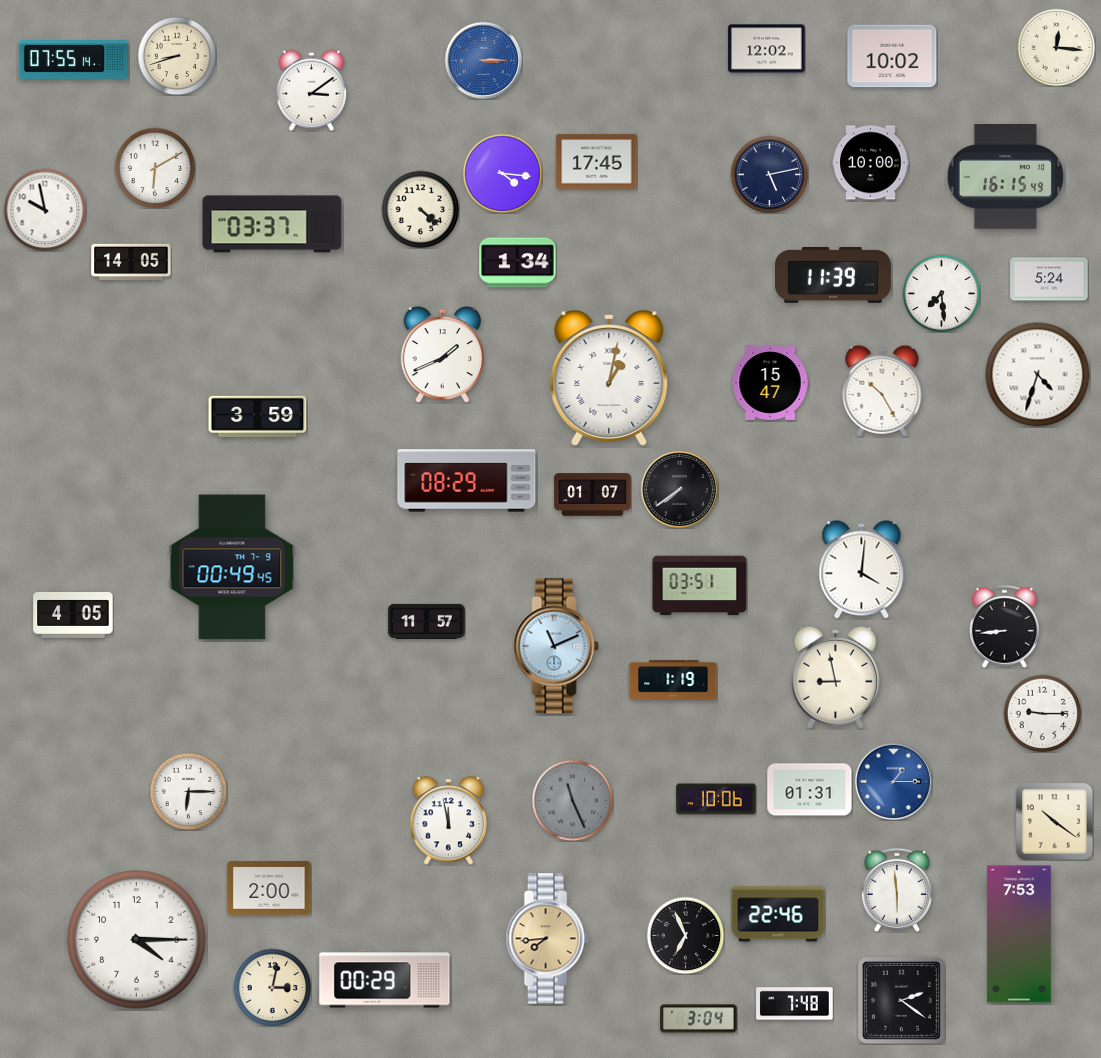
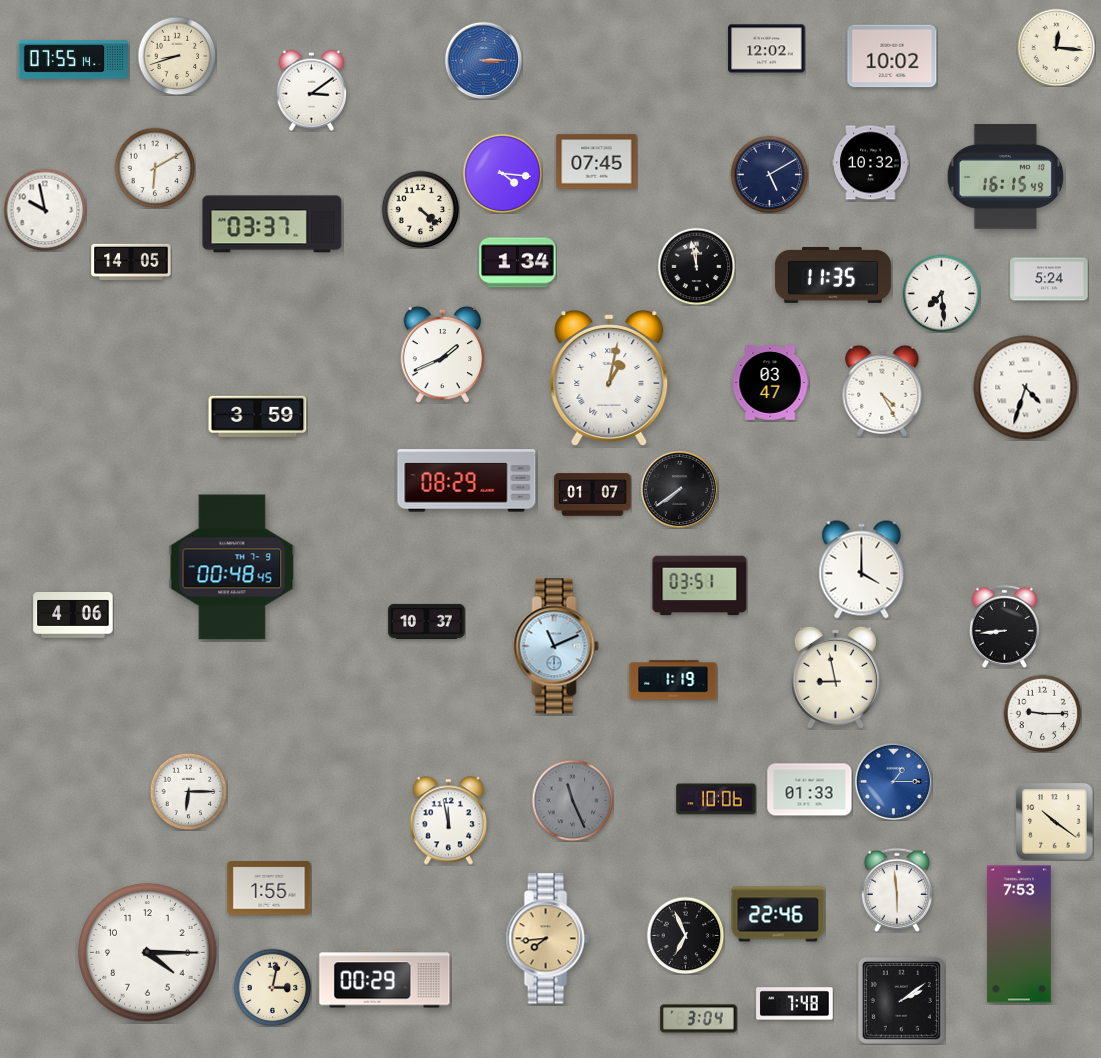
clock at (597, 162): 17:45 -> 07:45
clock at (871, 163): 10:00 -> 10:32
clock at (769, 174): 5:13 -> 5:10
clock at (696, 266): none -> 11:58
clock at (833, 275): 11:39 -> 11:35
clock at (1038, 375) position: (1038, 375) -> (1026, 388)
clock at (770, 383): 15:47 -> 03:47
clock at (882, 391): 10:25 -> 4:25
clock at (232, 567): 00:49 -> 00:48
clock at (862, 570): 4:01 -> 4:00
clock at (73, 616): 4:05 -> 4:06
clock at (427, 621): 11:57 -> 10:37
clock at (810, 790): 01:31 -> 01:33
clock at (269, 888): 2:00 -> 1:55
clock at (137, 940) position: (137, 940) -> (148, 953)
clock at (901, 1000): 2:21 -> 2:09
